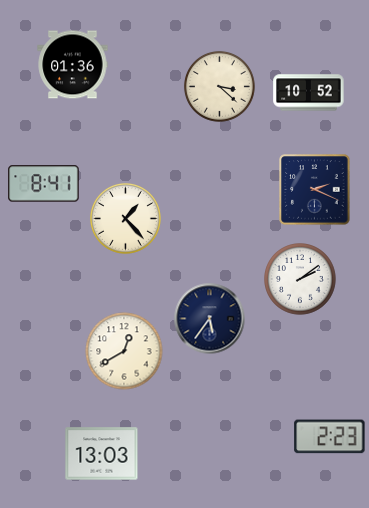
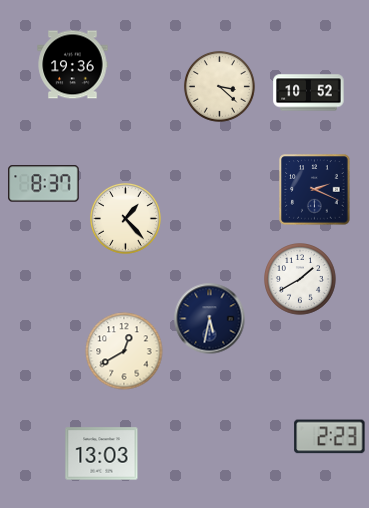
clock at (73, 65): 01:36 -> 19:36
clock at (44, 184): 8:41 -> 8:37
clock at (301, 280): 2:09 -> 1:40
clock at (210, 319): 5:36 -> 5:32
